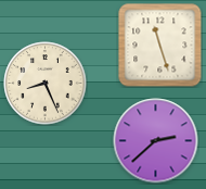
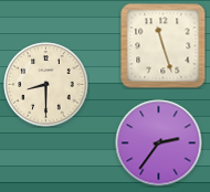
clock at (46, 84): 8:26 -> 8:30
clock at (156, 141): 2:38 -> 2:36
